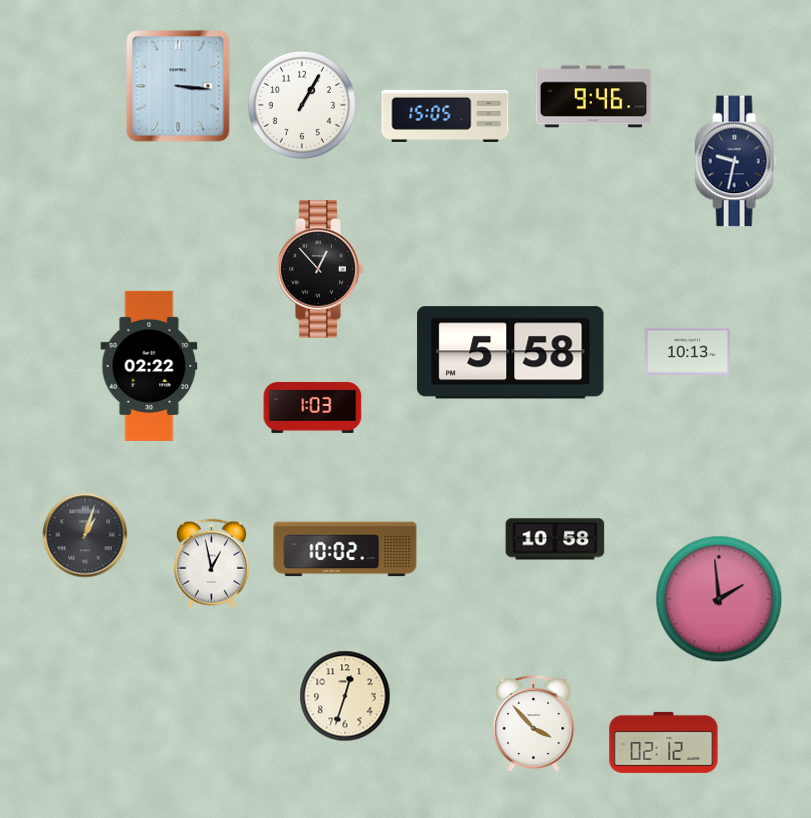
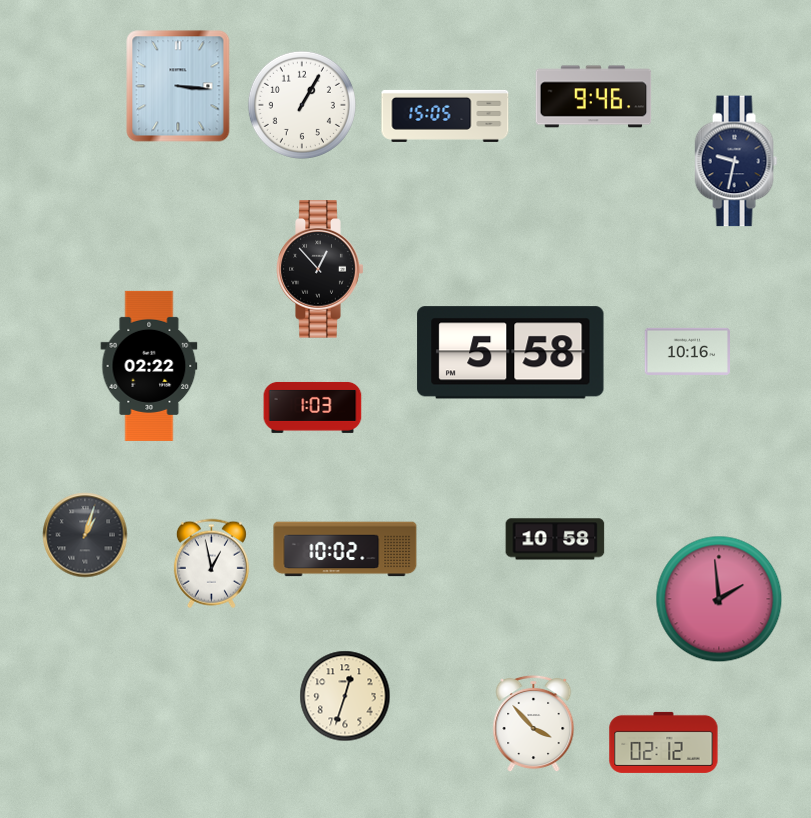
clock at (687, 351): 10:13 -> 10:16
